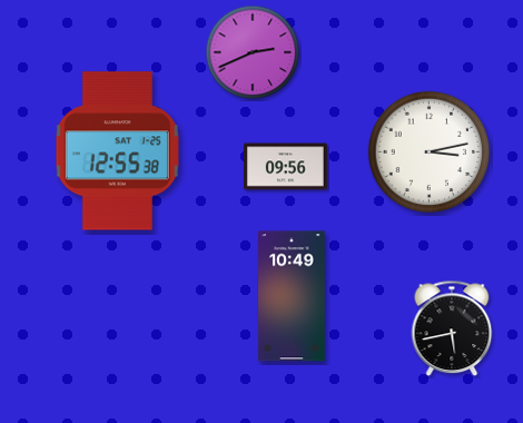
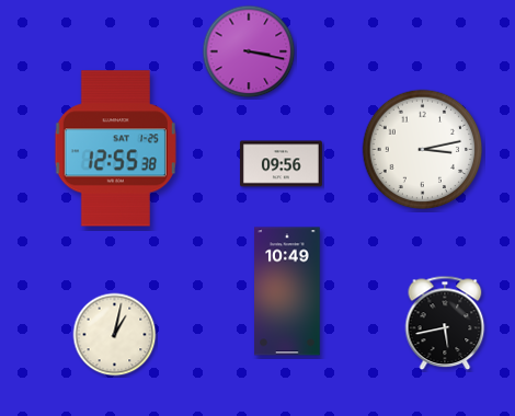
clock at (253, 52): 2:41 -> 3:17
clock at (115, 335): none -> 1:02
